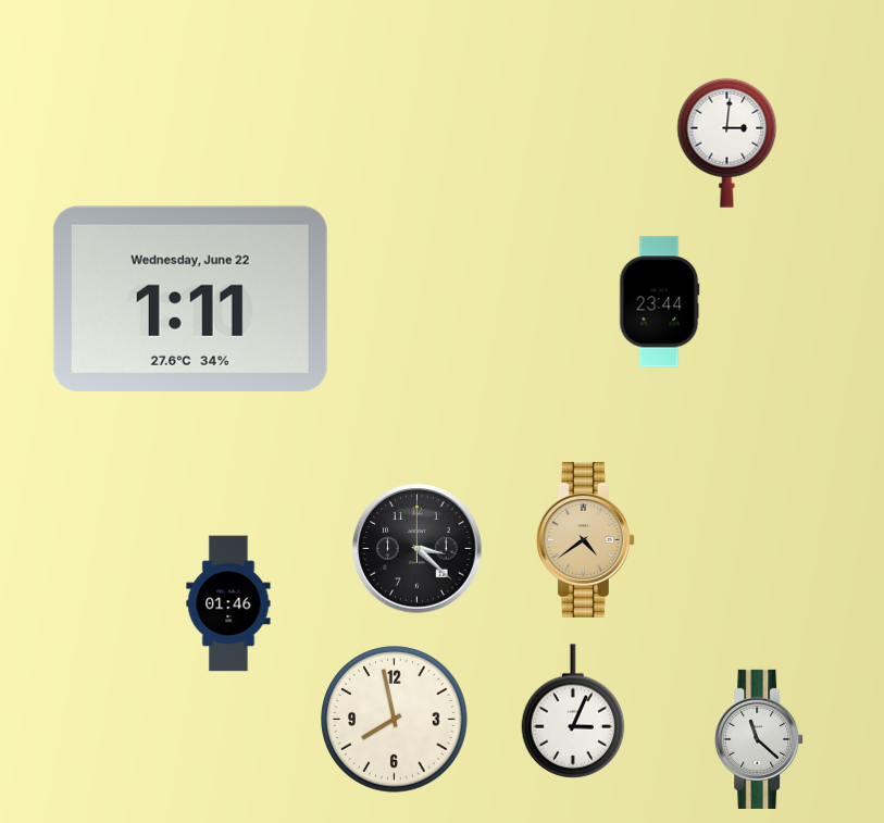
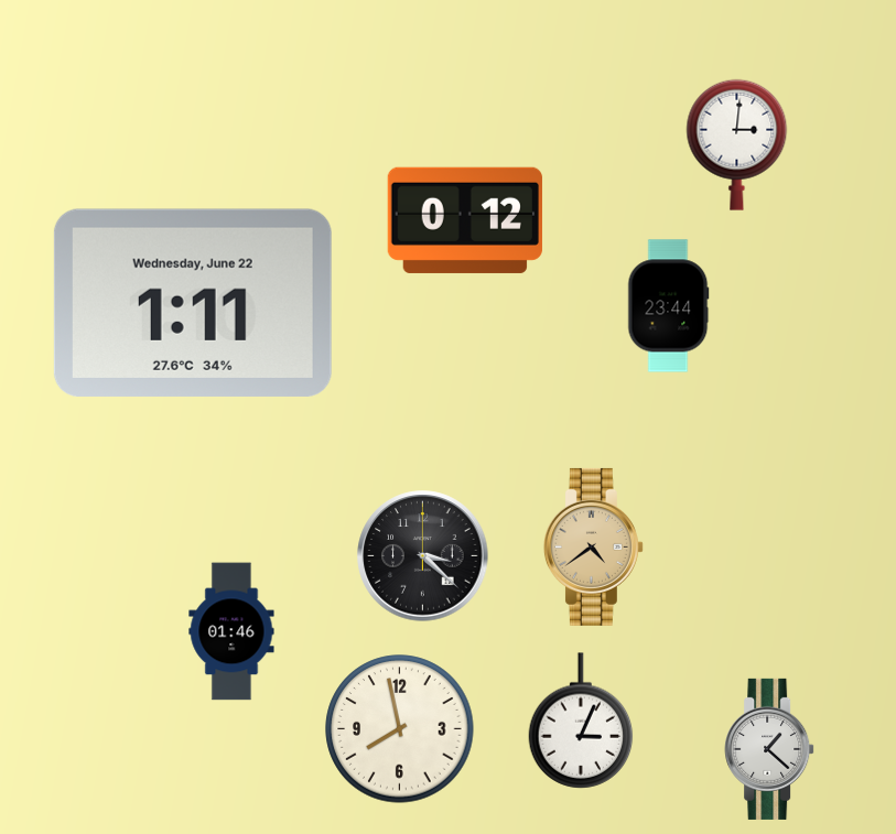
clock at (465, 220): none -> 0:12
clock at (228, 603) position: (228, 603) -> (231, 631)
clock at (759, 739): 11:22 -> 1:22
